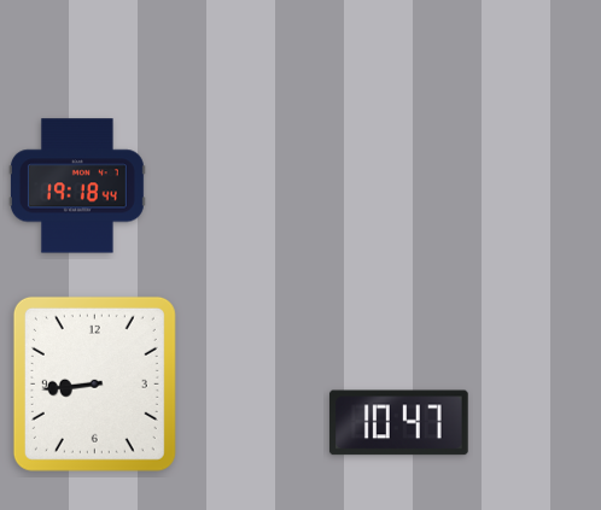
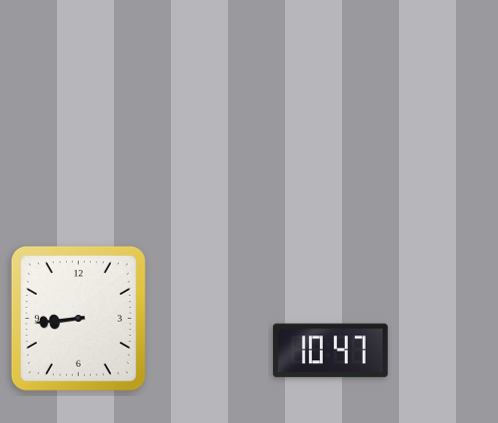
clock at (77, 186): 19:18 -> none
